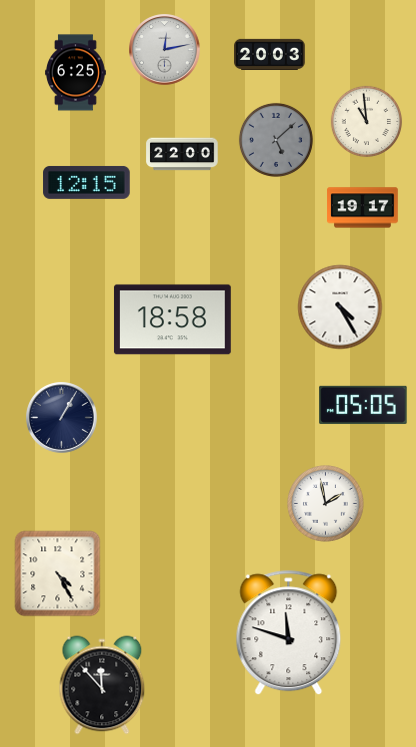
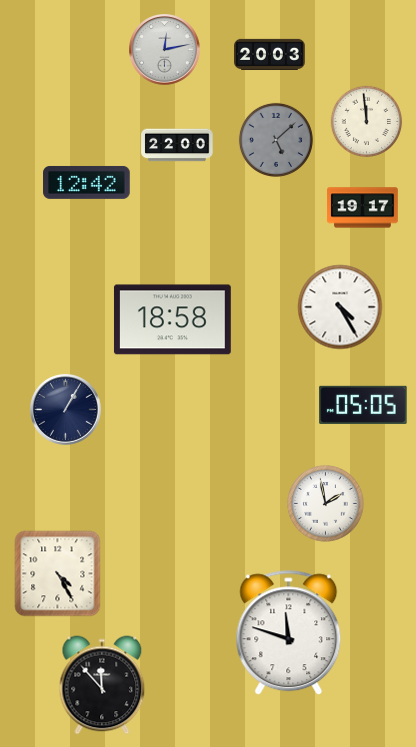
clock at (76, 73): 6:25 -> none
clock at (367, 122): 10:59 -> 11:59
clock at (182, 154) position: (182, 154) -> (177, 145)
clock at (87, 182): 12:15 -> 12:42
clock at (62, 418) position: (62, 418) -> (66, 410)
